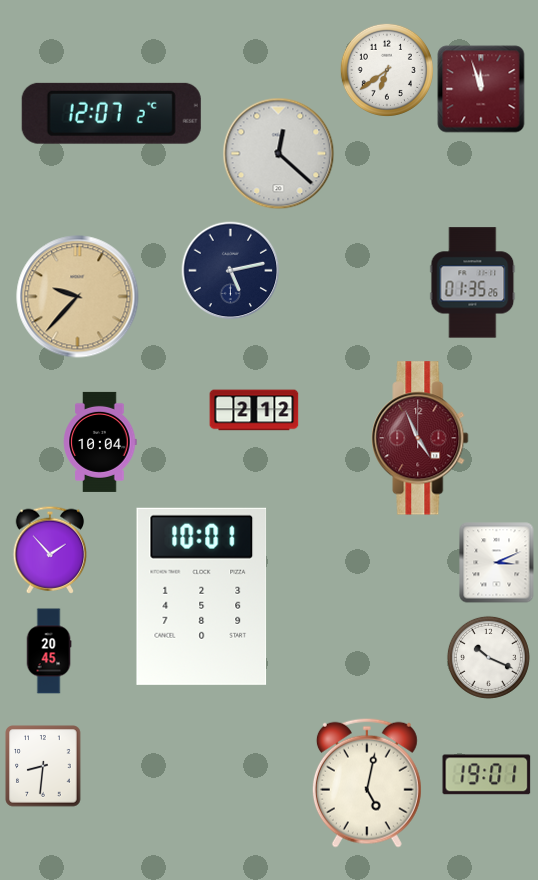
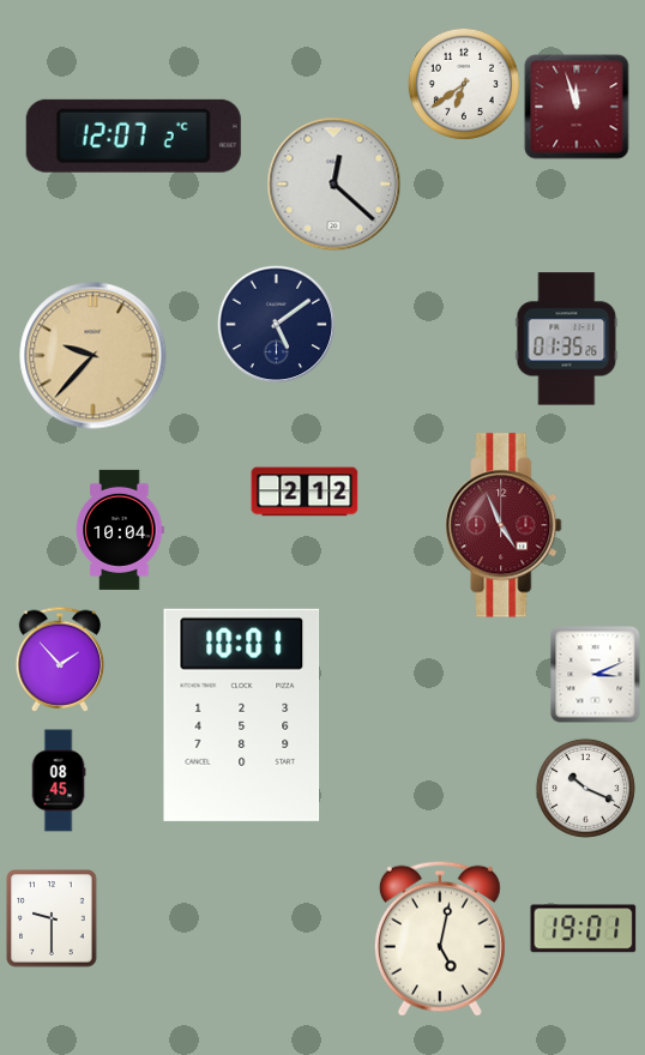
clock at (231, 271): 5:13 -> 5:09
clock at (49, 651): 20:45 -> 08:45
clock at (43, 766): 8:31 -> 9:30
